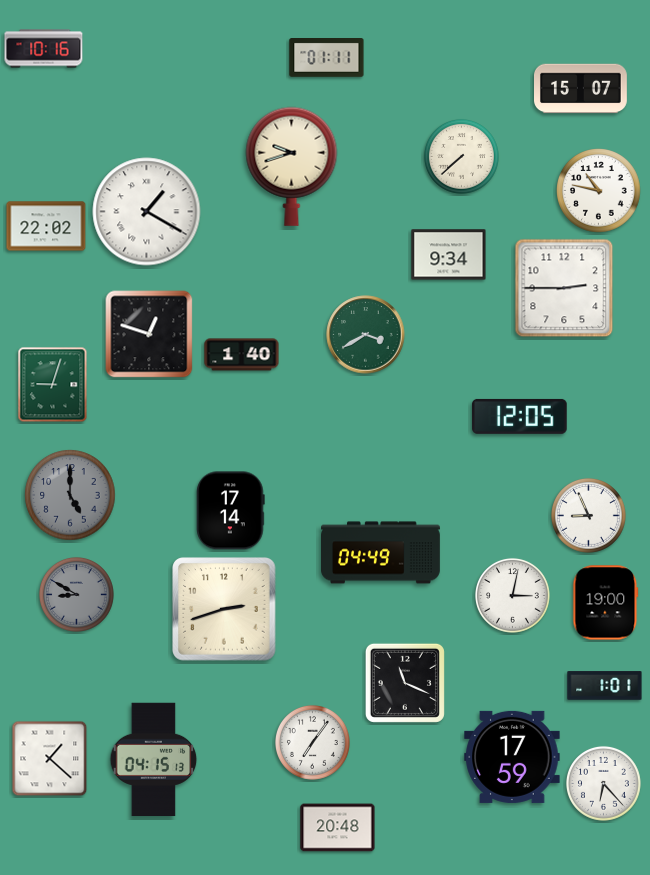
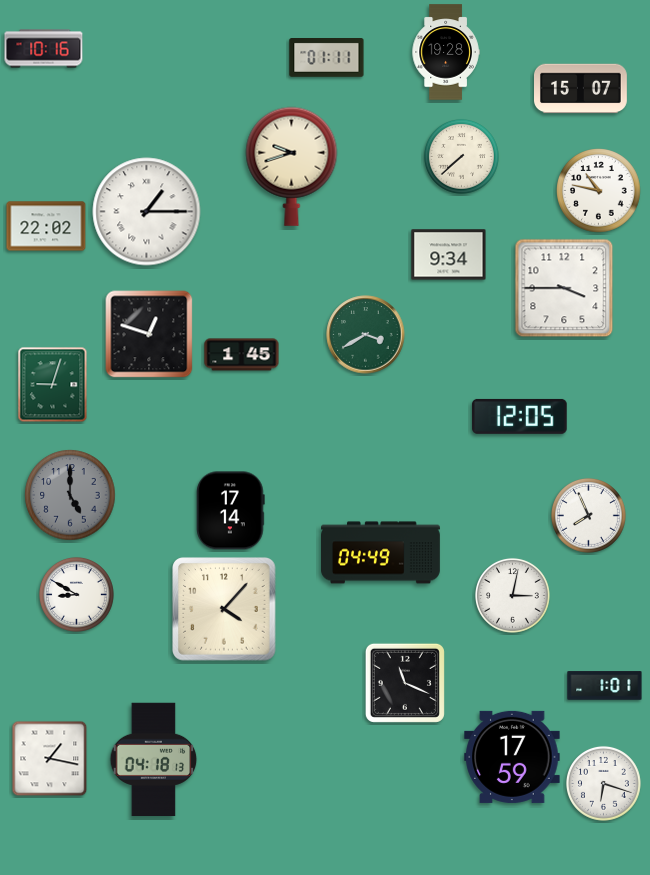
clock at (446, 52): none -> 19:28
clock at (147, 212): 1:20 -> 1:15
clock at (564, 288): 2:45 -> 3:45
clock at (242, 355): 1:40 -> 1:45
clock at (588, 515): 8:56 -> 7:56
clock at (76, 594) dial: grey -> white
clock at (606, 603): 19:00 -> none
clock at (224, 609): 2:42 -> 4:07
clock at (312, 742): 7:06 -> none
clock at (50, 759): 1:22 -> 1:17
clock at (154, 760): 04:15 -> 04:18
clock at (603, 783): 6:23 -> 6:18
clock at (338, 828): 20:48 -> none
